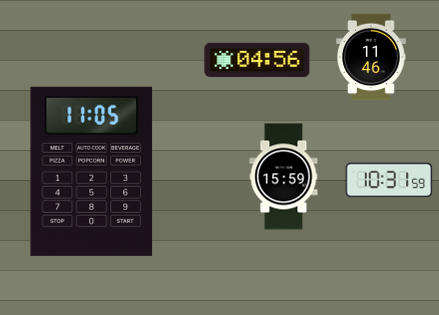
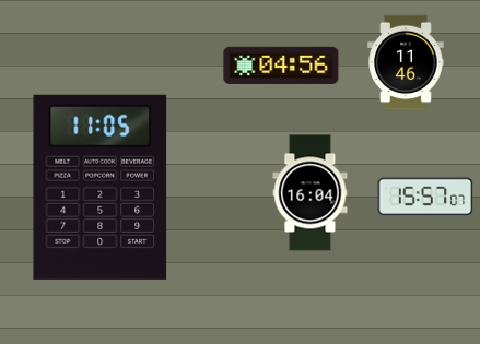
clock at (284, 177): 15:59 -> 16:04
clock at (389, 180): 10:31 -> 15:57
